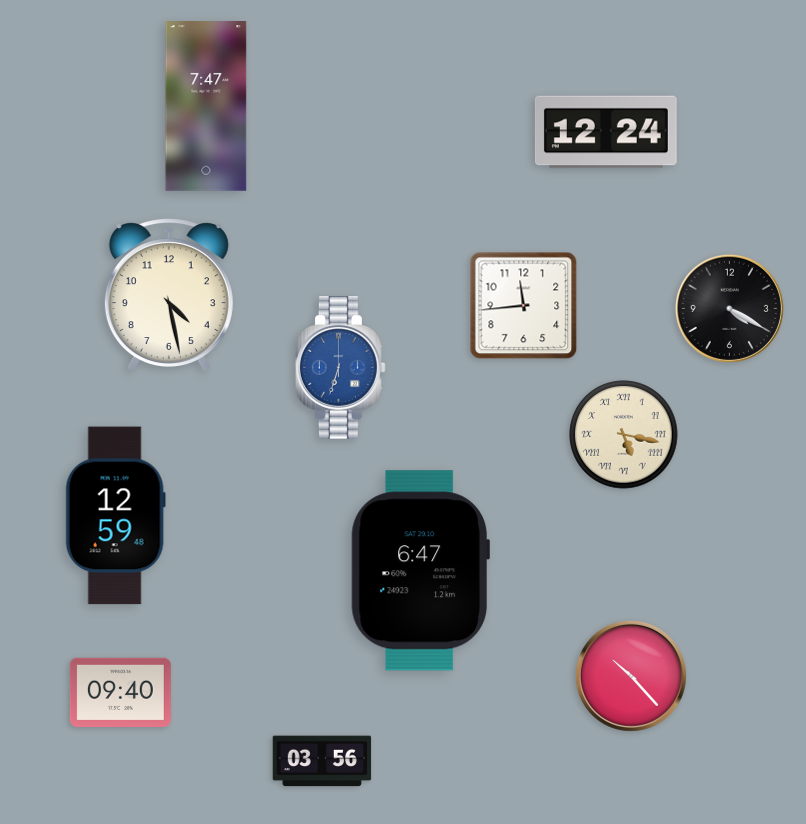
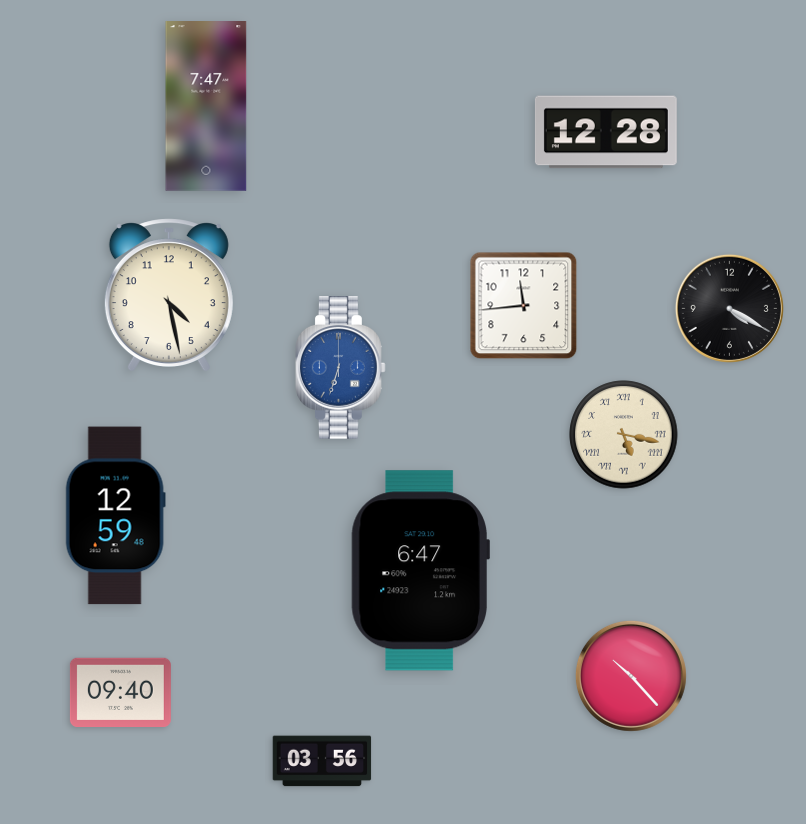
clock at (606, 132): 12:24 -> 12:28
